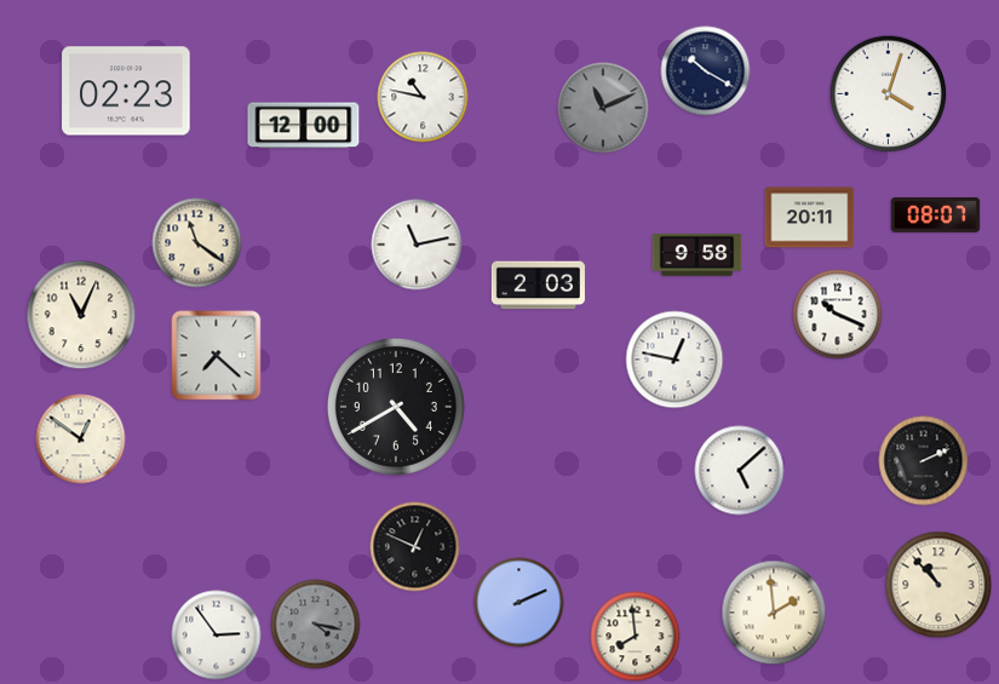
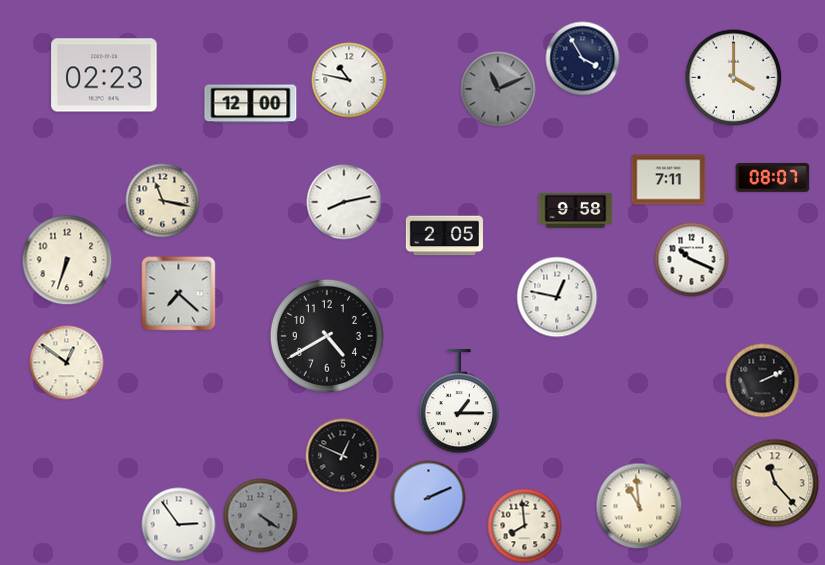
clock at (706, 71): 10:20 -> 3:55
clock at (889, 94): 4:03 -> 4:00
clock at (810, 218): 20:11 -> 7:11
clock at (197, 243): 11:21 -> 11:17
clock at (417, 245): 11:13 -> 8:13
clock at (538, 286): 2:03 -> 2:05
clock at (81, 315): 11:04 -> 6:33
clock at (740, 471): 5:08 -> none
clock at (459, 402): none -> 1:15
clock at (415, 547) position: (415, 547) -> (343, 456)
clock at (938, 585): 10:53 -> 11:23
clock at (774, 613): 1:59 -> 10:59
clock at (316, 625): 4:17 -> 4:21
